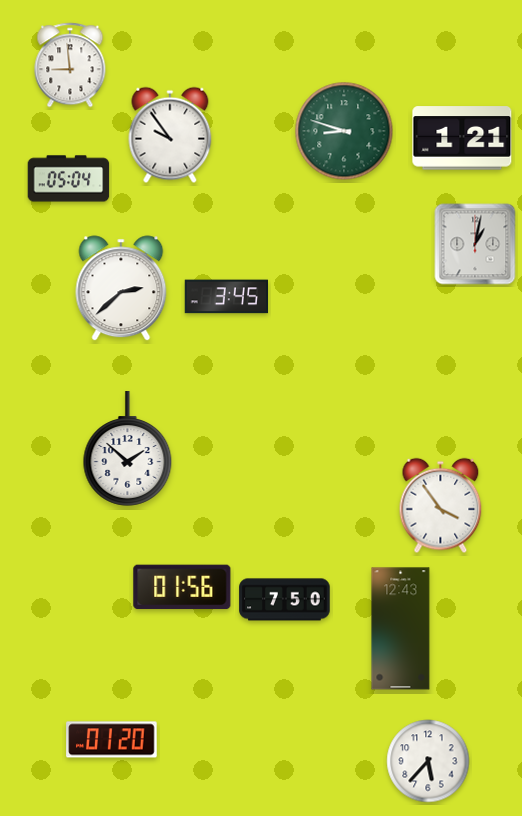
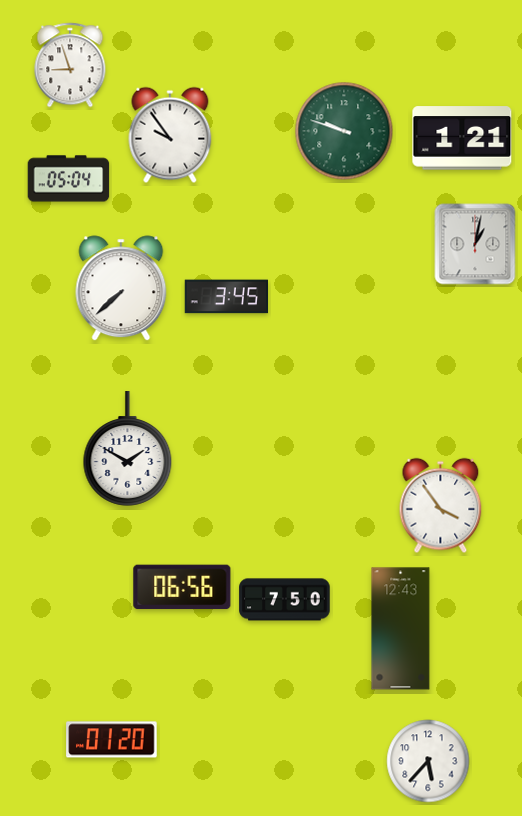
clock at (70, 65): 8:59 -> 8:57
clock at (344, 131): 8:48 -> 9:48
clock at (121, 288): 2:38 -> 7:38
clock at (128, 449): 1:52 -> 1:50
clock at (182, 587): 01:56 -> 06:56
